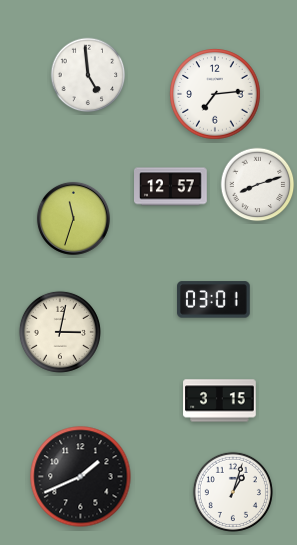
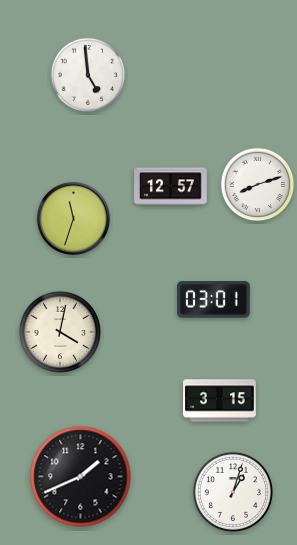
clock at (215, 94): 7:14 -> none
clock at (60, 332): 3:02 -> 4:02
